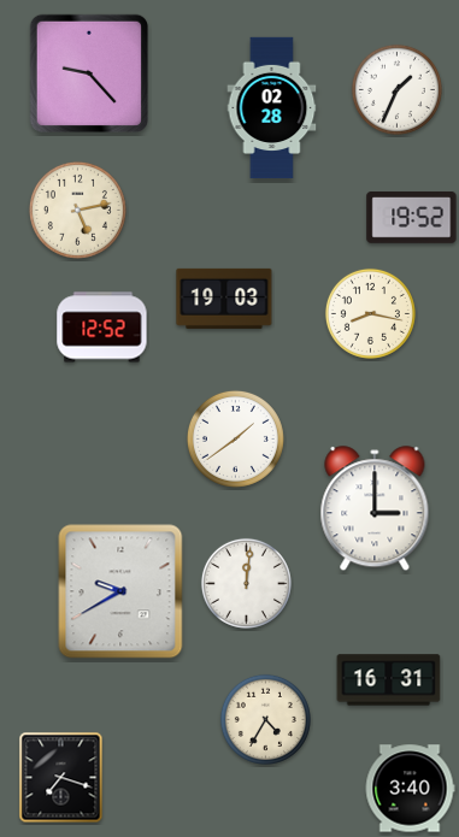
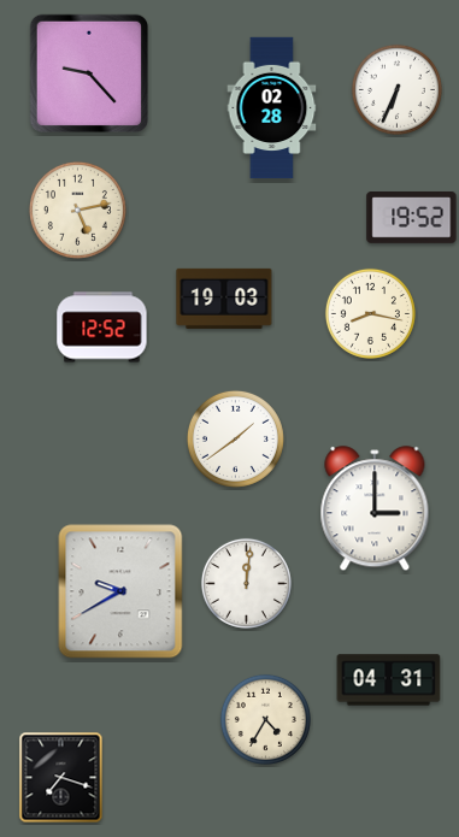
clock at (396, 89): 1:34 -> 6:34
clock at (389, 680): 16:31 -> 04:31
clock at (410, 789): 3:40 -> none
